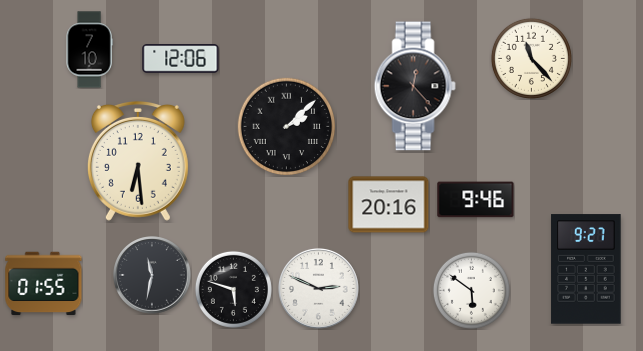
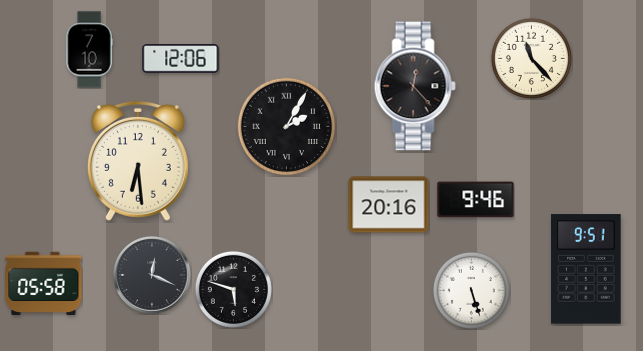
clock at (287, 127): 2:08 -> 2:05
clock at (586, 269): 9:27 -> 9:51
clock at (152, 275): 11:32 -> 12:19
clock at (44, 284): 01:55 -> 05:58
clock at (318, 288): 2:49 -> none
clock at (471, 290): 5:51 -> 5:27
